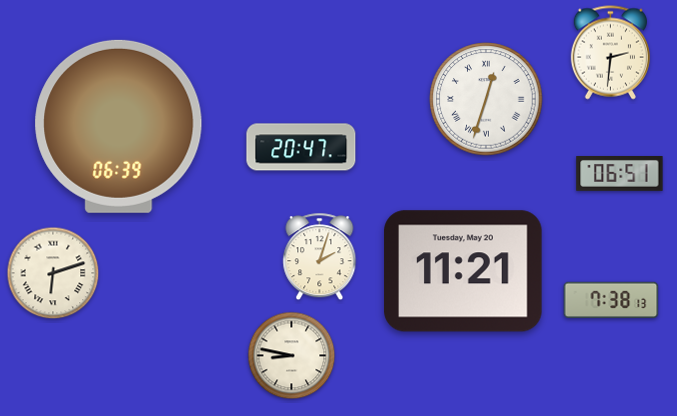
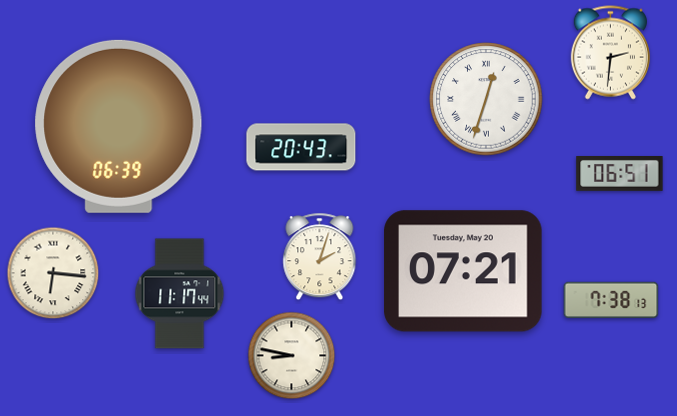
clock at (301, 147): 20:47 -> 20:43
clock at (463, 271): 11:21 -> 07:21
clock at (53, 273): 6:12 -> 6:16
clock at (180, 294): none -> 11:17
